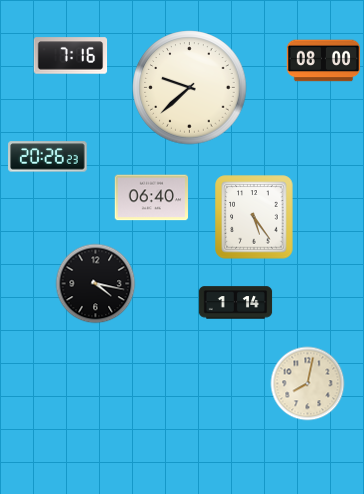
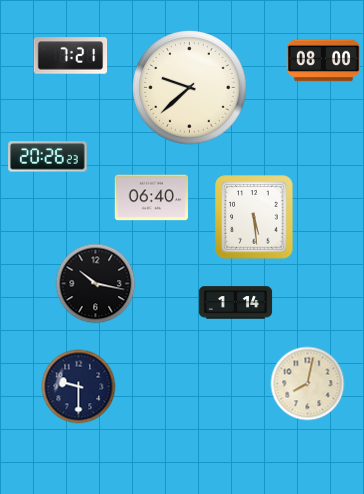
clock at (71, 56): 7:16 -> 7:21
clock at (254, 217): 5:24 -> 5:29
clock at (96, 284): 4:17 -> 10:17
clock at (79, 387): none -> 9:30
